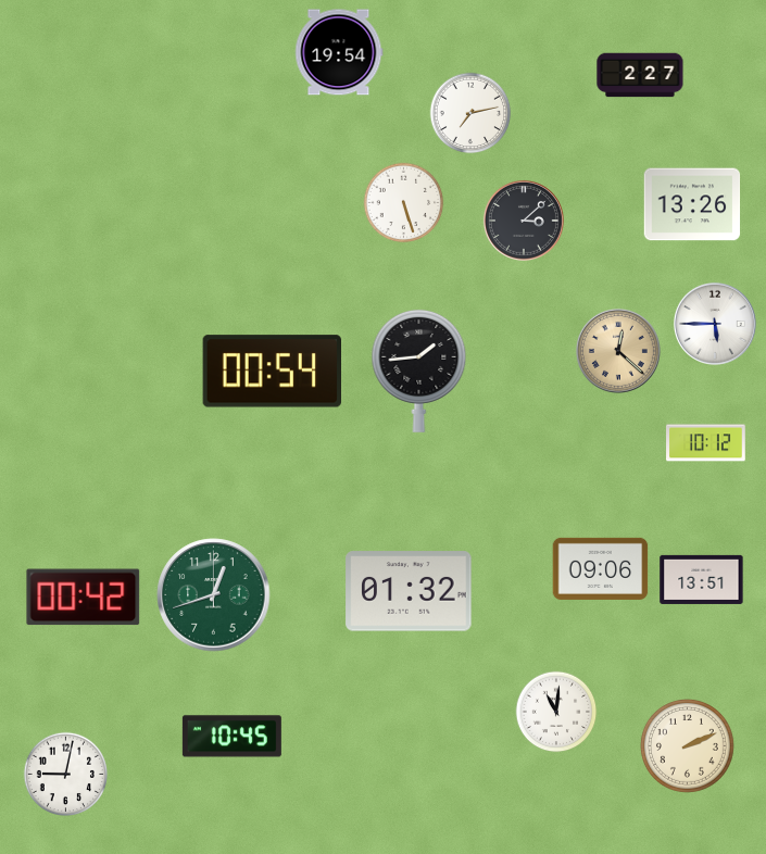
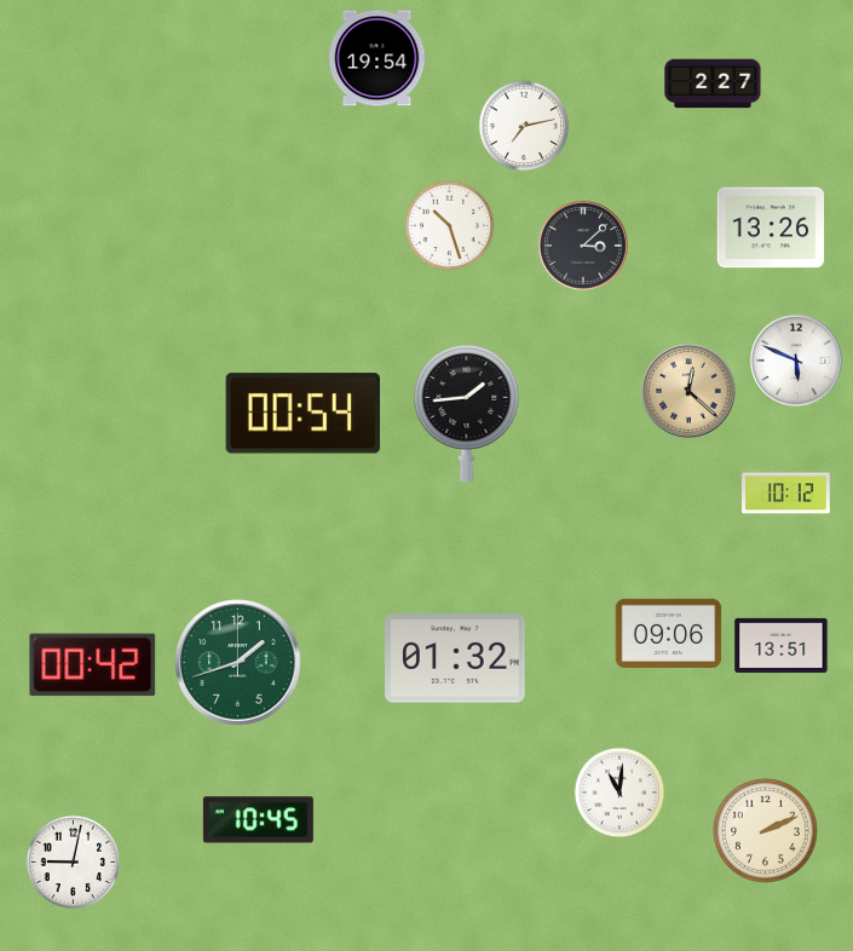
clock at (404, 203): 5:27 -> 10:27
clock at (715, 324): 5:45 -> 5:49
clock at (214, 595): 12:42 -> 1:42
